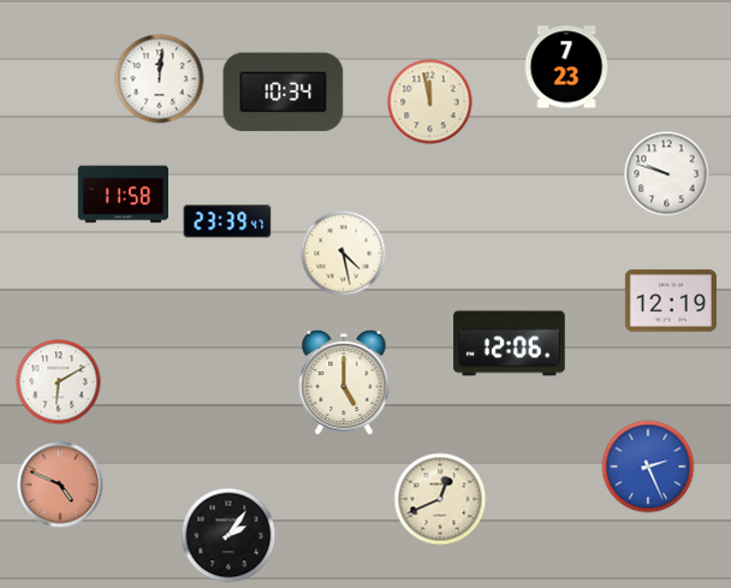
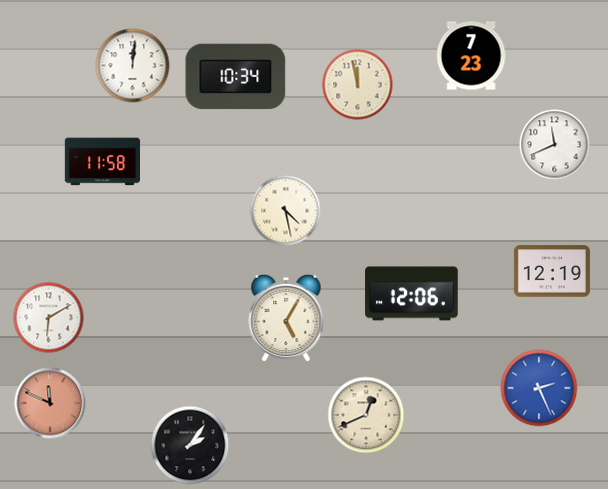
clock at (667, 174): 9:48 -> 11:41
clock at (227, 221): 23:39 -> none
clock at (671, 301) position: (671, 301) -> (552, 271)
clock at (510, 344) position: (510, 344) -> (412, 294)
clock at (344, 382): 5:00 -> 5:05
clock at (60, 485): 4:49 -> 11:49
